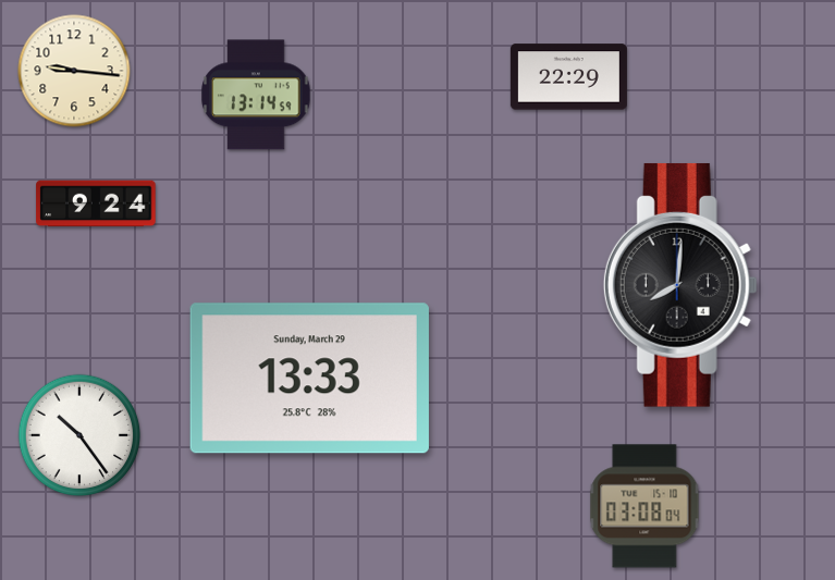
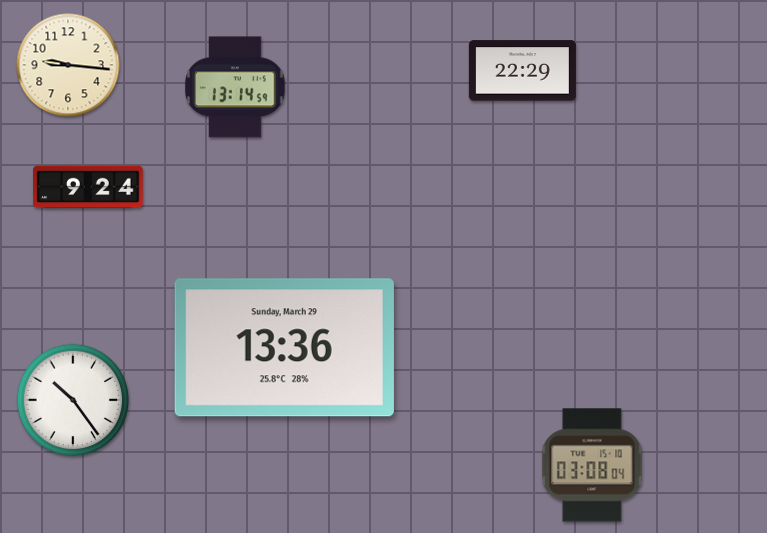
clock at (680, 285): 8:01 -> none
clock at (309, 379): 13:33 -> 13:36
